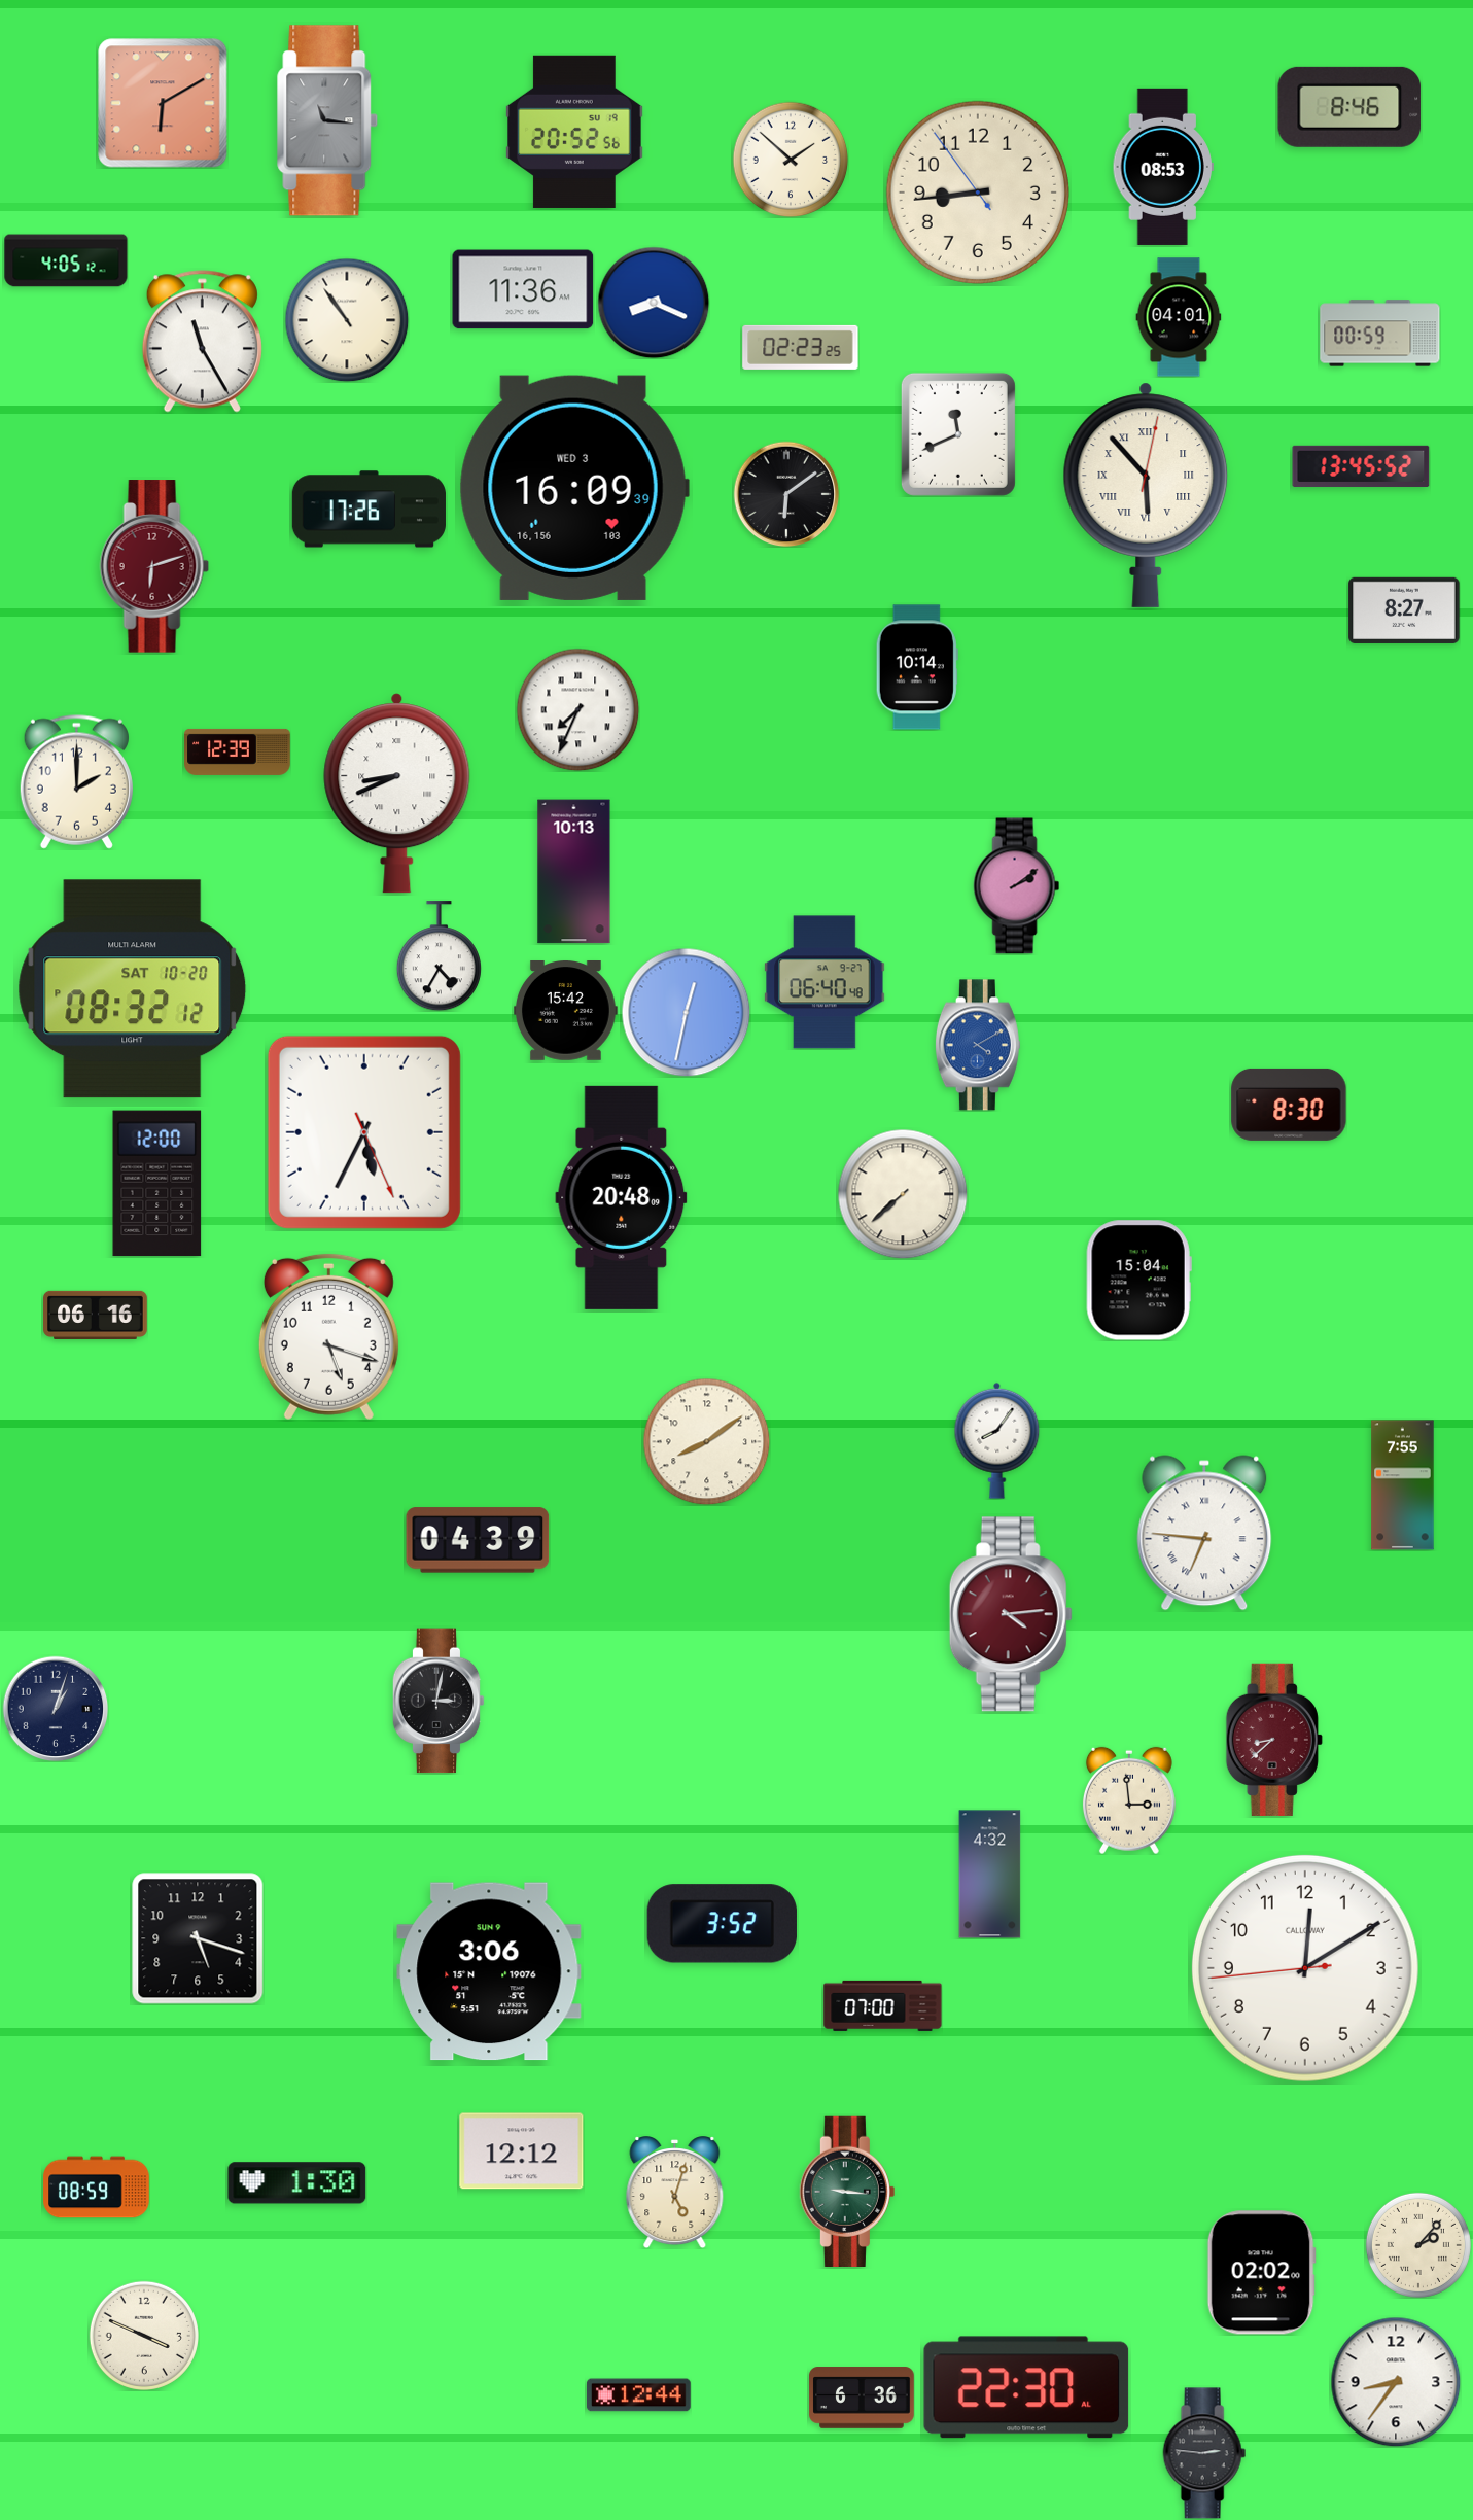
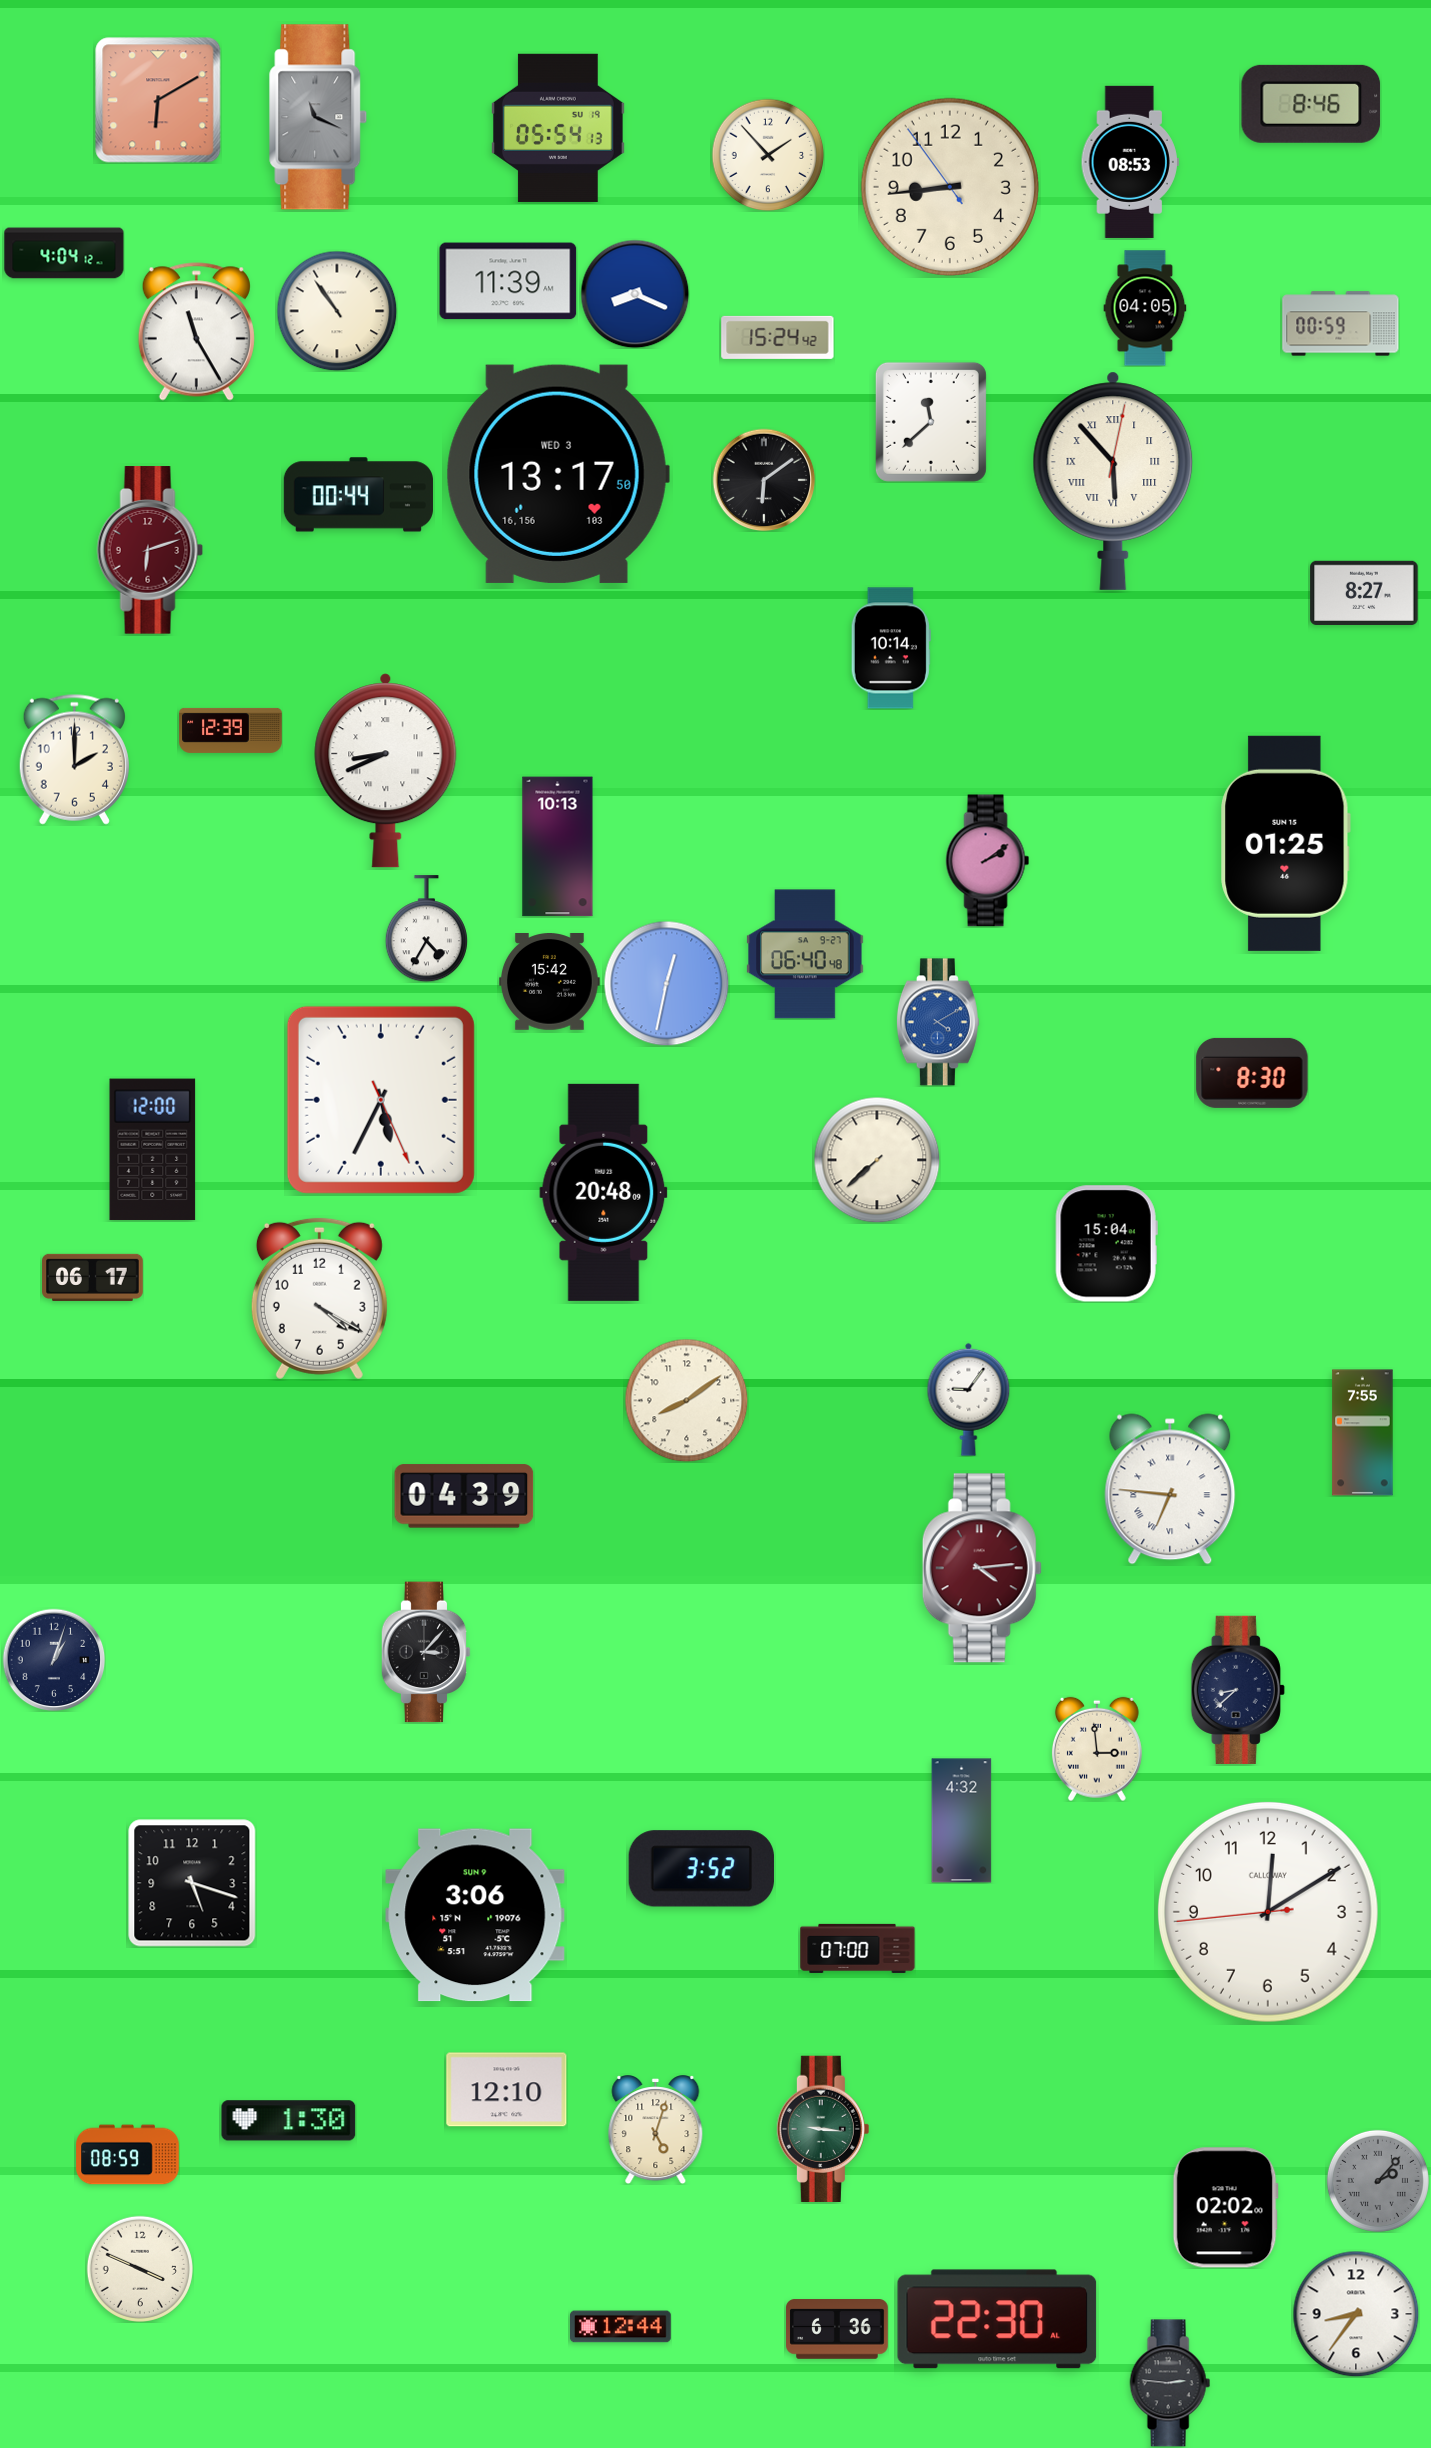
clock at (327, 120): 11:16 -> 11:19
clock at (575, 132): 20:52 -> 05:54
clock at (791, 160): 1:52 -> 1:53
clock at (66, 260): 4:05 -> 4:04
clock at (523, 289): 11:36 -> 11:39
clock at (1179, 317): 04:01 -> 04:05
clock at (801, 347): 02:23 -> 15:24
clock at (958, 434): 11:41 -> 11:38
clock at (1361, 466): 13:45 -> none
clock at (574, 488): 16:09 -> 13:17
clock at (369, 510): 17:26 -> 00:44
clock at (577, 709): 7:34 -> none
clock at (1286, 843): none -> 01:25
clock at (825, 982) position: (825, 982) -> (805, 954)
clock at (133, 989): 08:32 -> none
clock at (978, 1045) position: (978, 1045) -> (938, 1022)
clock at (364, 1132) position: (364, 1132) -> (381, 1100)
clock at (622, 1197) position: (622, 1197) -> (604, 1192)
clock at (96, 1315): 06:16 -> 06:17
clock at (328, 1336): 5:18 -> 4:20
clock at (997, 1440): 8:06 -> 9:06
clock at (1403, 1485) position: (1403, 1485) -> (1363, 1433)
clock at (439, 1701): 3:02 -> 3:07
clock at (1274, 1740) dial: burgundy -> navy
clock at (522, 2151): 12:12 -> 12:10
clock at (97, 2187) position: (97, 2187) -> (128, 2155)
clock at (1418, 2245) dial: cream -> grey
